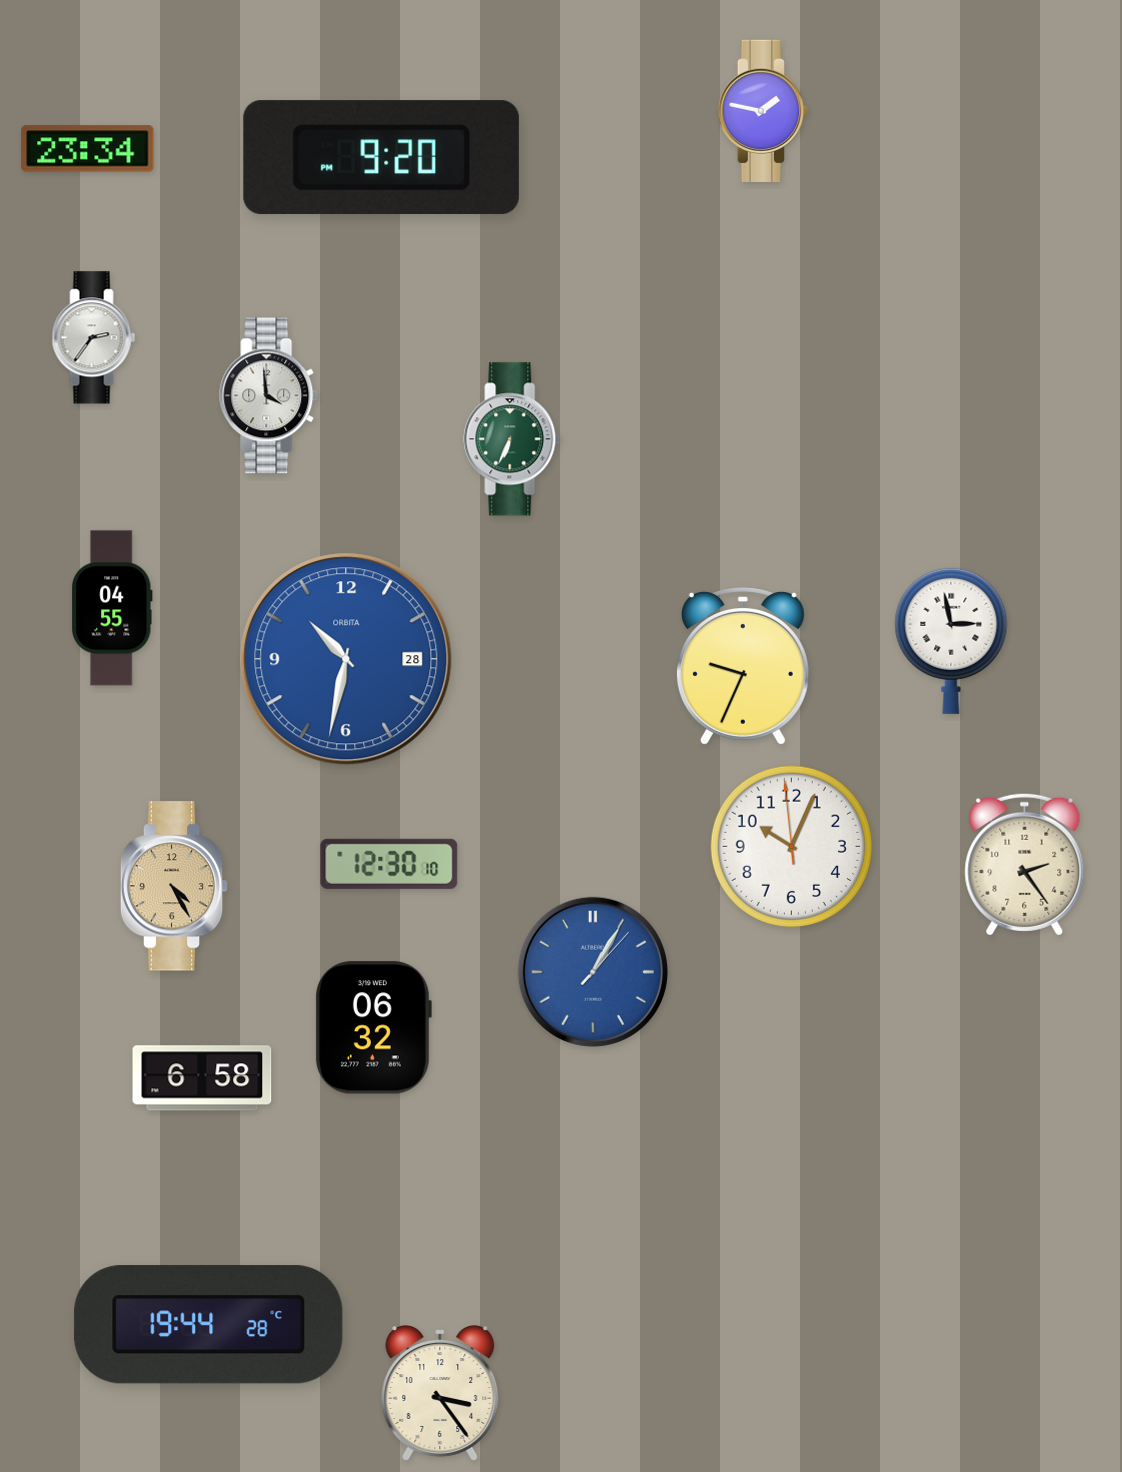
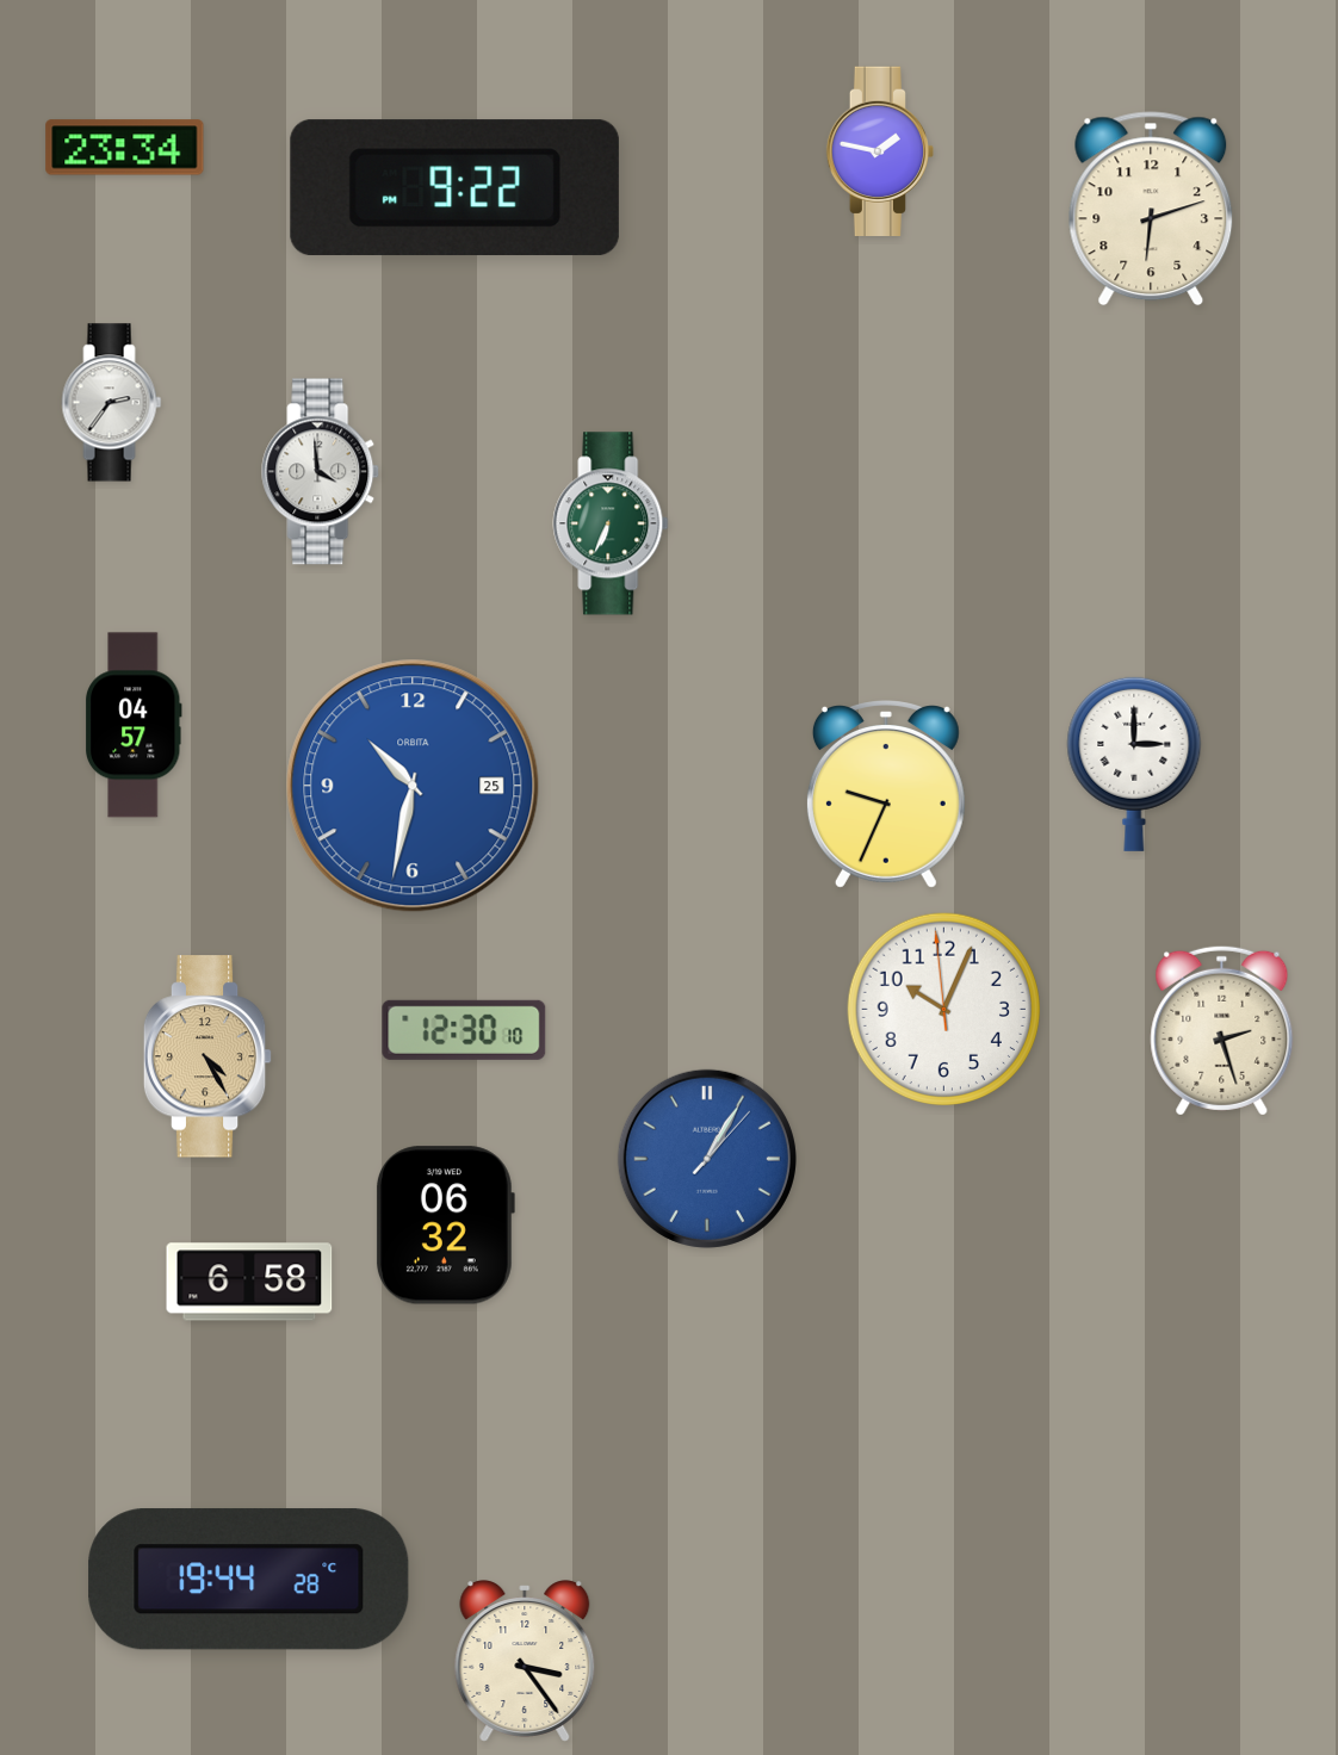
clock at (762, 110) position: (762, 110) -> (879, 150)
clock at (88, 149) position: (88, 149) -> (125, 148)
clock at (381, 158): 9:20 -> 9:22
clock at (1151, 209): none -> 6:12
clock at (113, 608): 04:55 -> 04:57
clock at (951, 641): 2:58 -> 3:00
clock at (346, 659) date: 28 -> 25
clock at (1025, 864): 2:24 -> 2:27
clock at (202, 1078) position: (202, 1078) -> (249, 1282)
